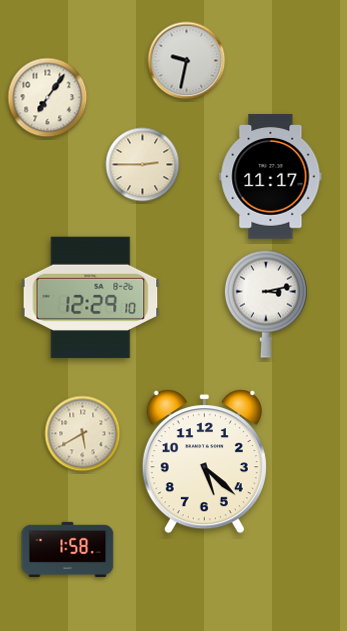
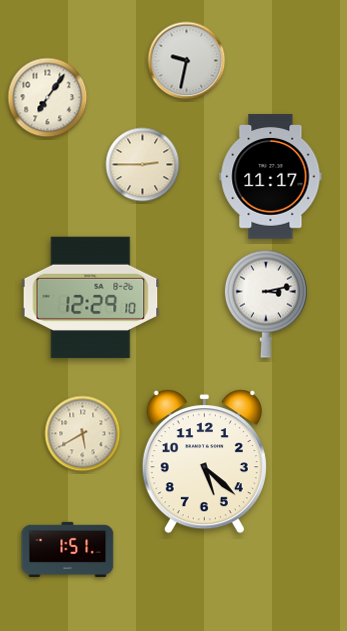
clock at (68, 549): 1:58 -> 1:51
